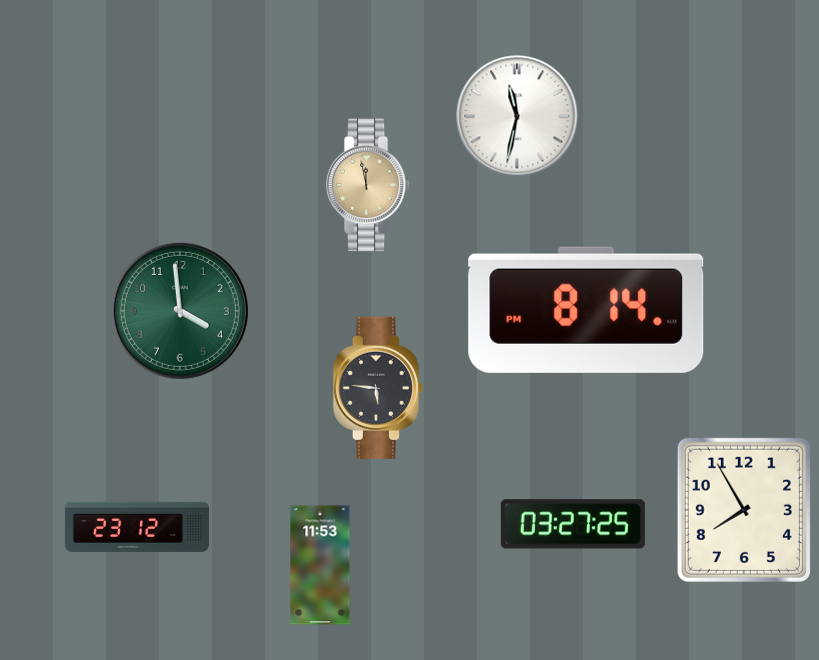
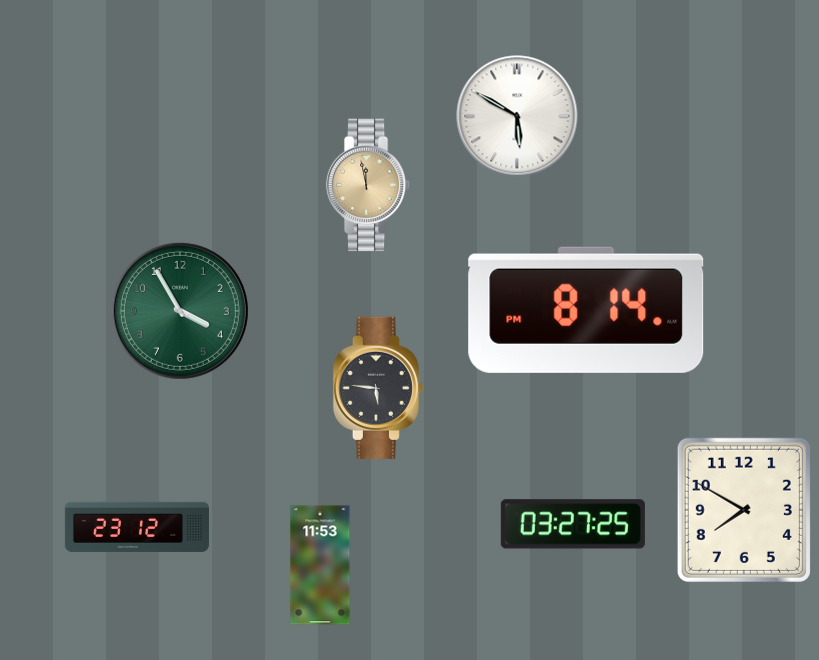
clock at (517, 116): 11:32 -> 5:50
clock at (180, 311): 3:59 -> 3:55
clock at (744, 510): 7:55 -> 7:50
